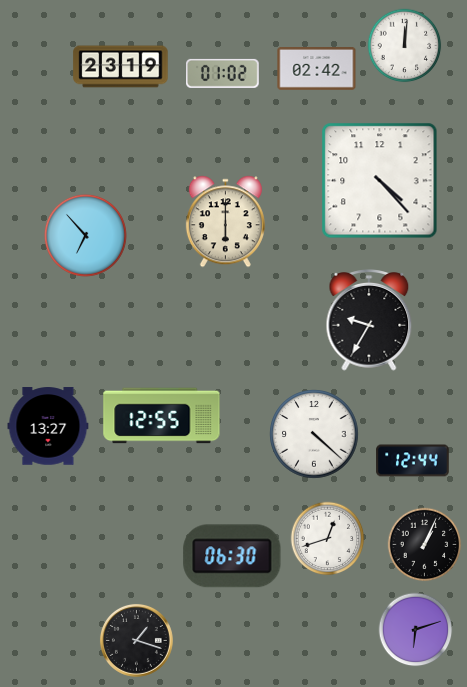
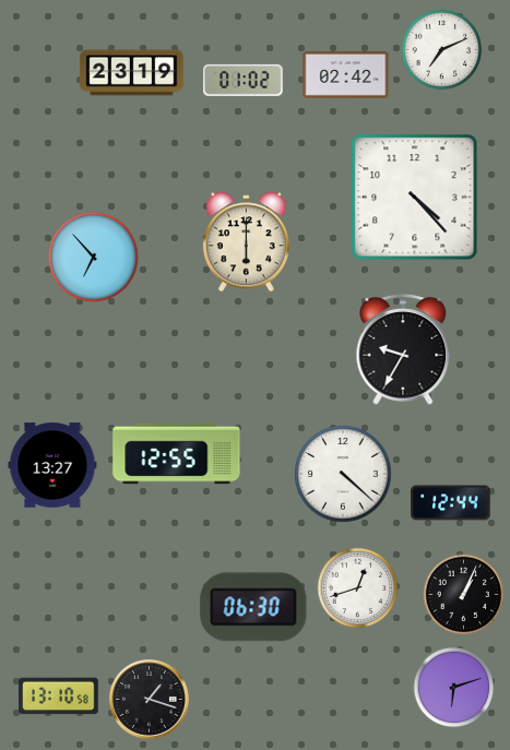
clock at (405, 46): 12:01 -> 7:11
clock at (59, 697): none -> 13:10
